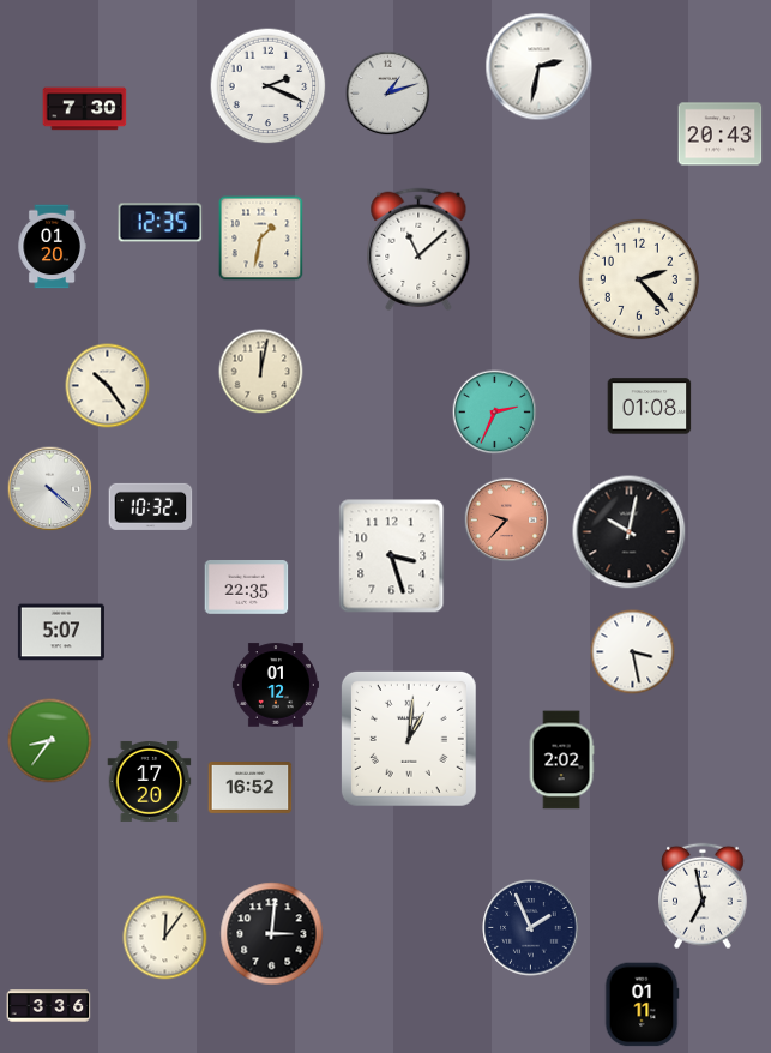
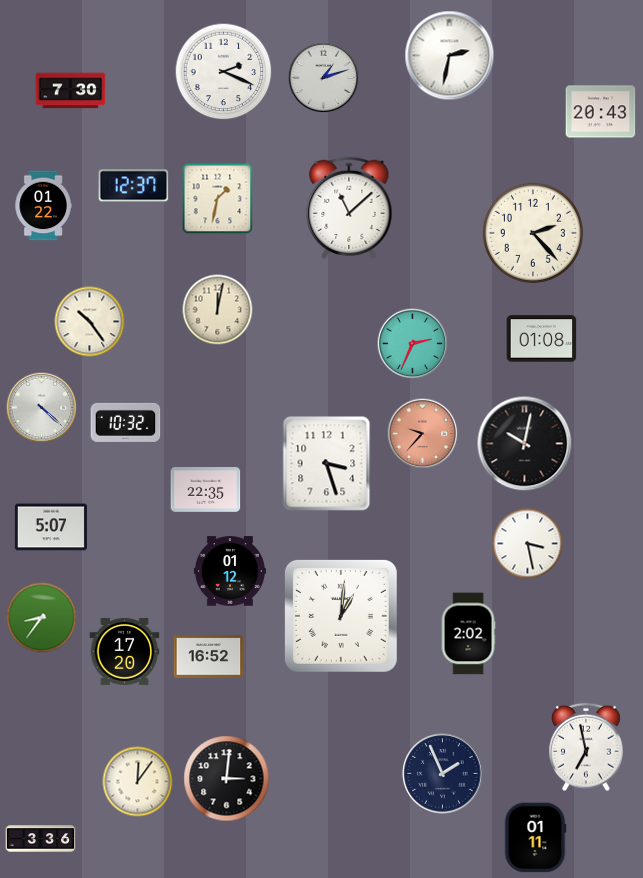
clock at (161, 223): 12:35 -> 12:37
clock at (52, 247): 01:20 -> 01:22
